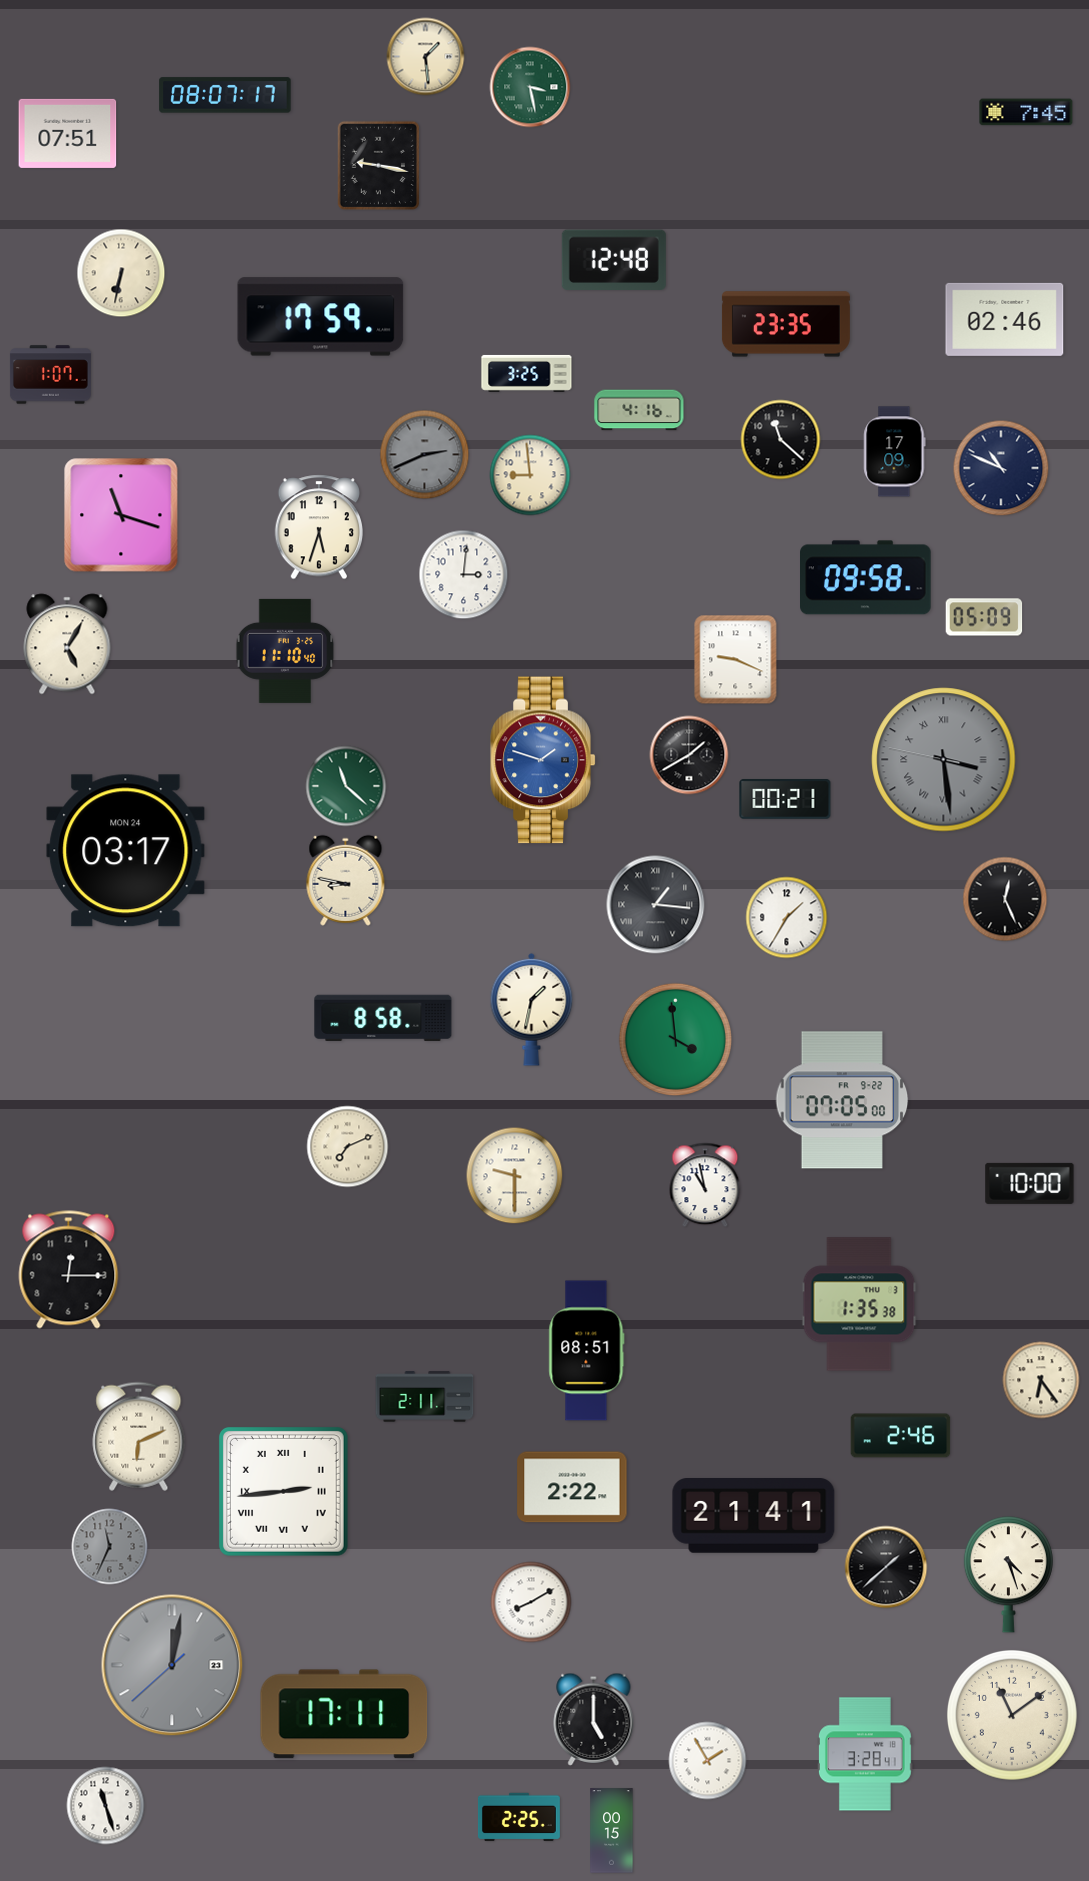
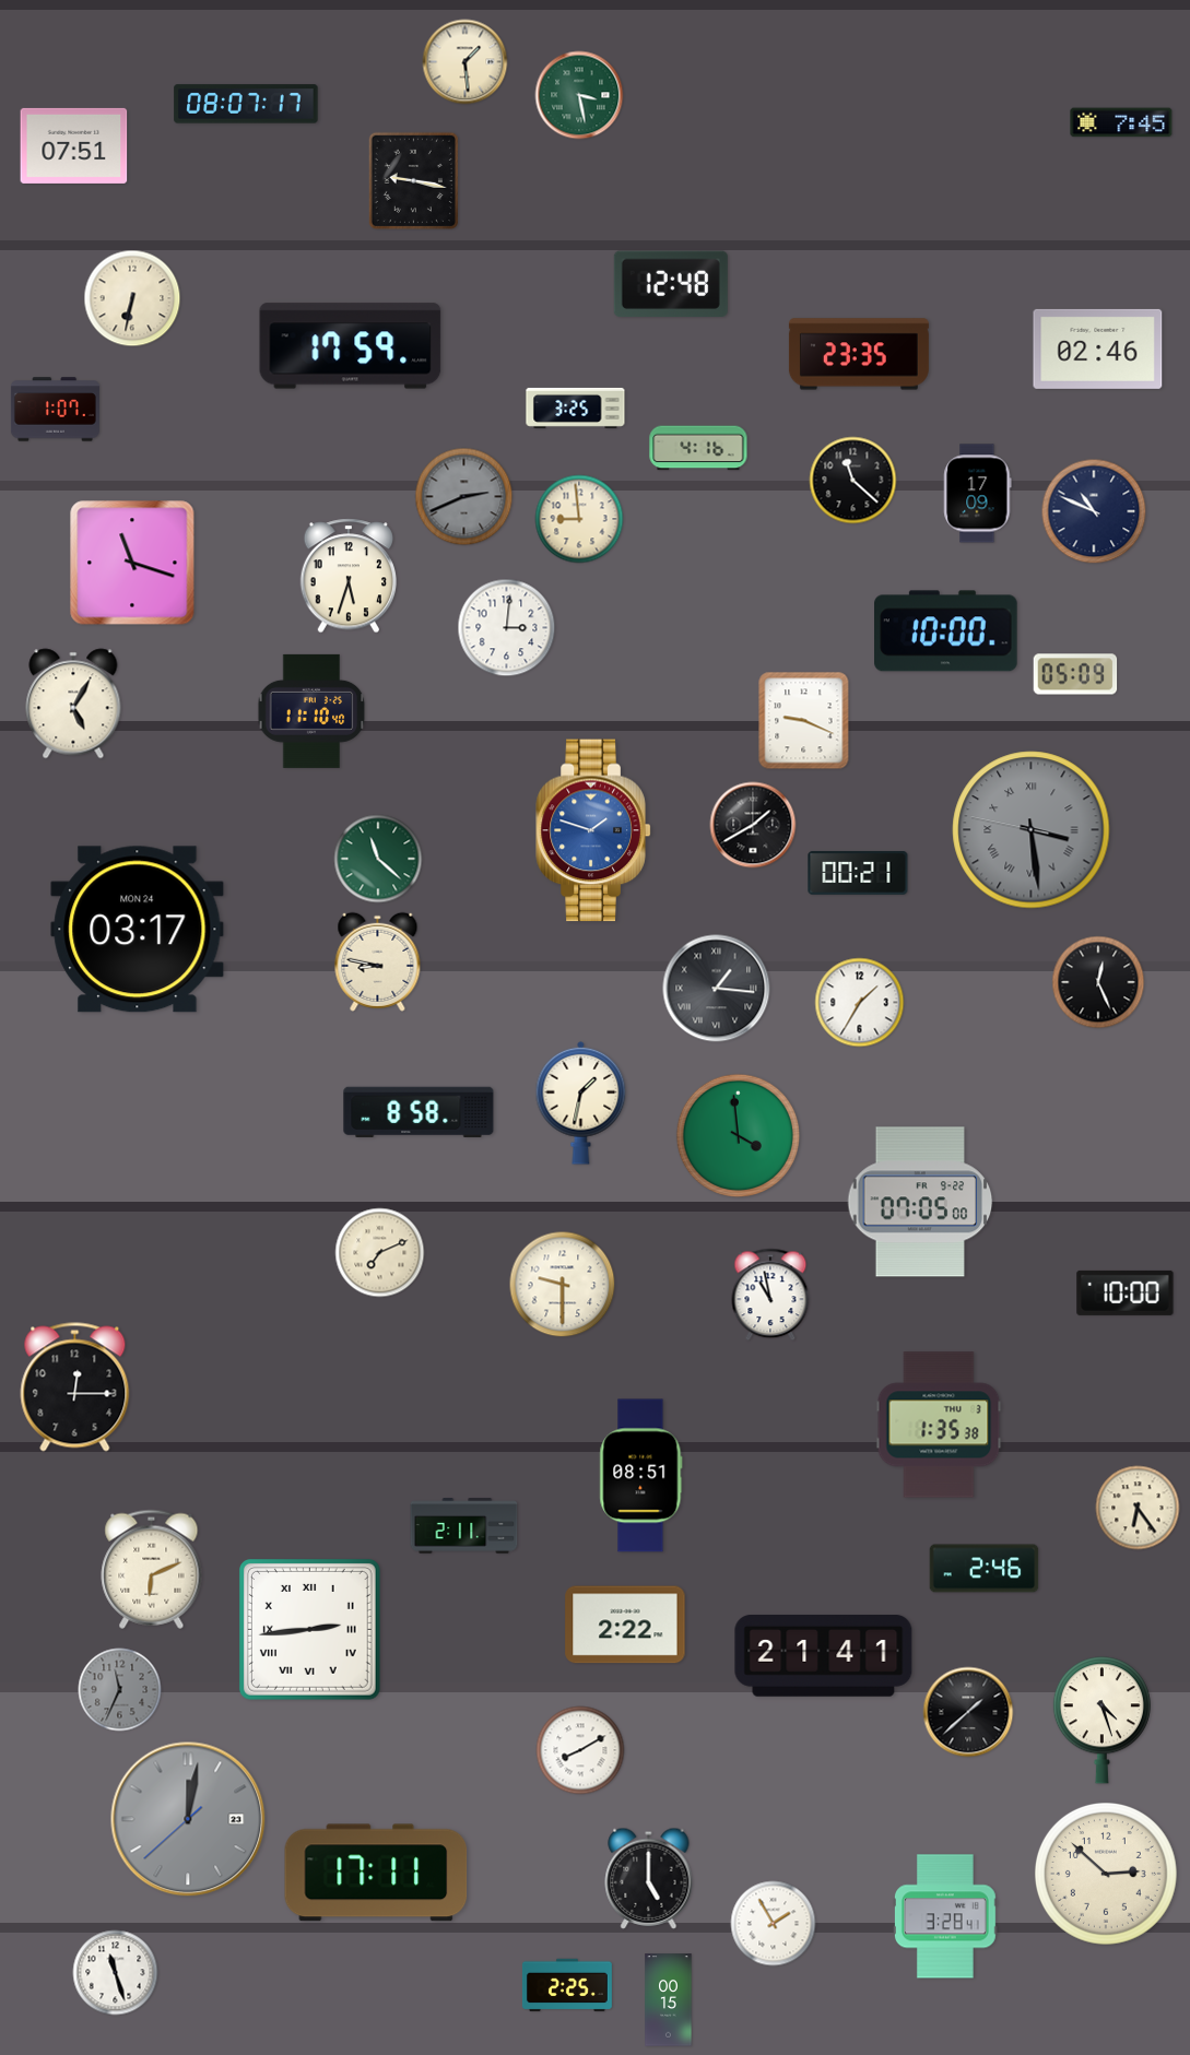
clock at (866, 578): 09:58 -> 10:00
clock at (1012, 1715): 11:09 -> 2:52
